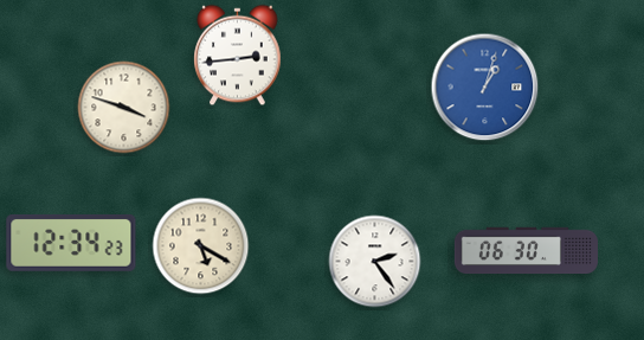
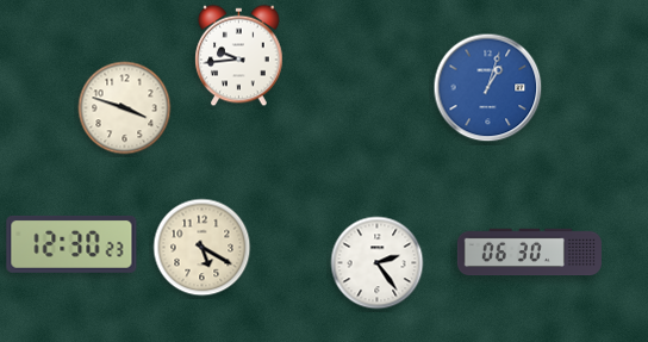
clock at (238, 56): 2:44 -> 9:44
clock at (71, 244): 12:34 -> 12:30
